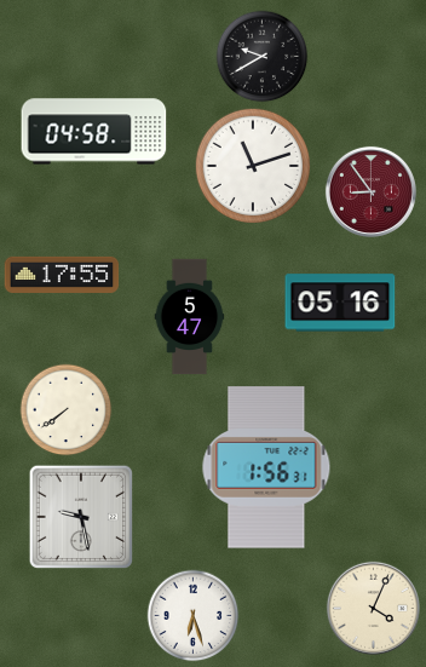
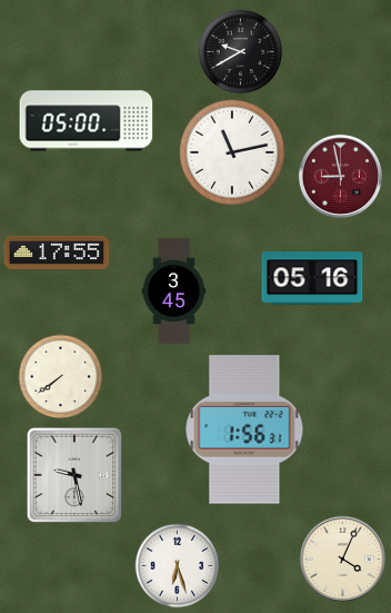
clock at (94, 132): 04:58 -> 05:00
clock at (252, 165): 11:12 -> 11:13
clock at (370, 191): 8:54 -> 8:58
clock at (190, 317): 5:47 -> 3:45
